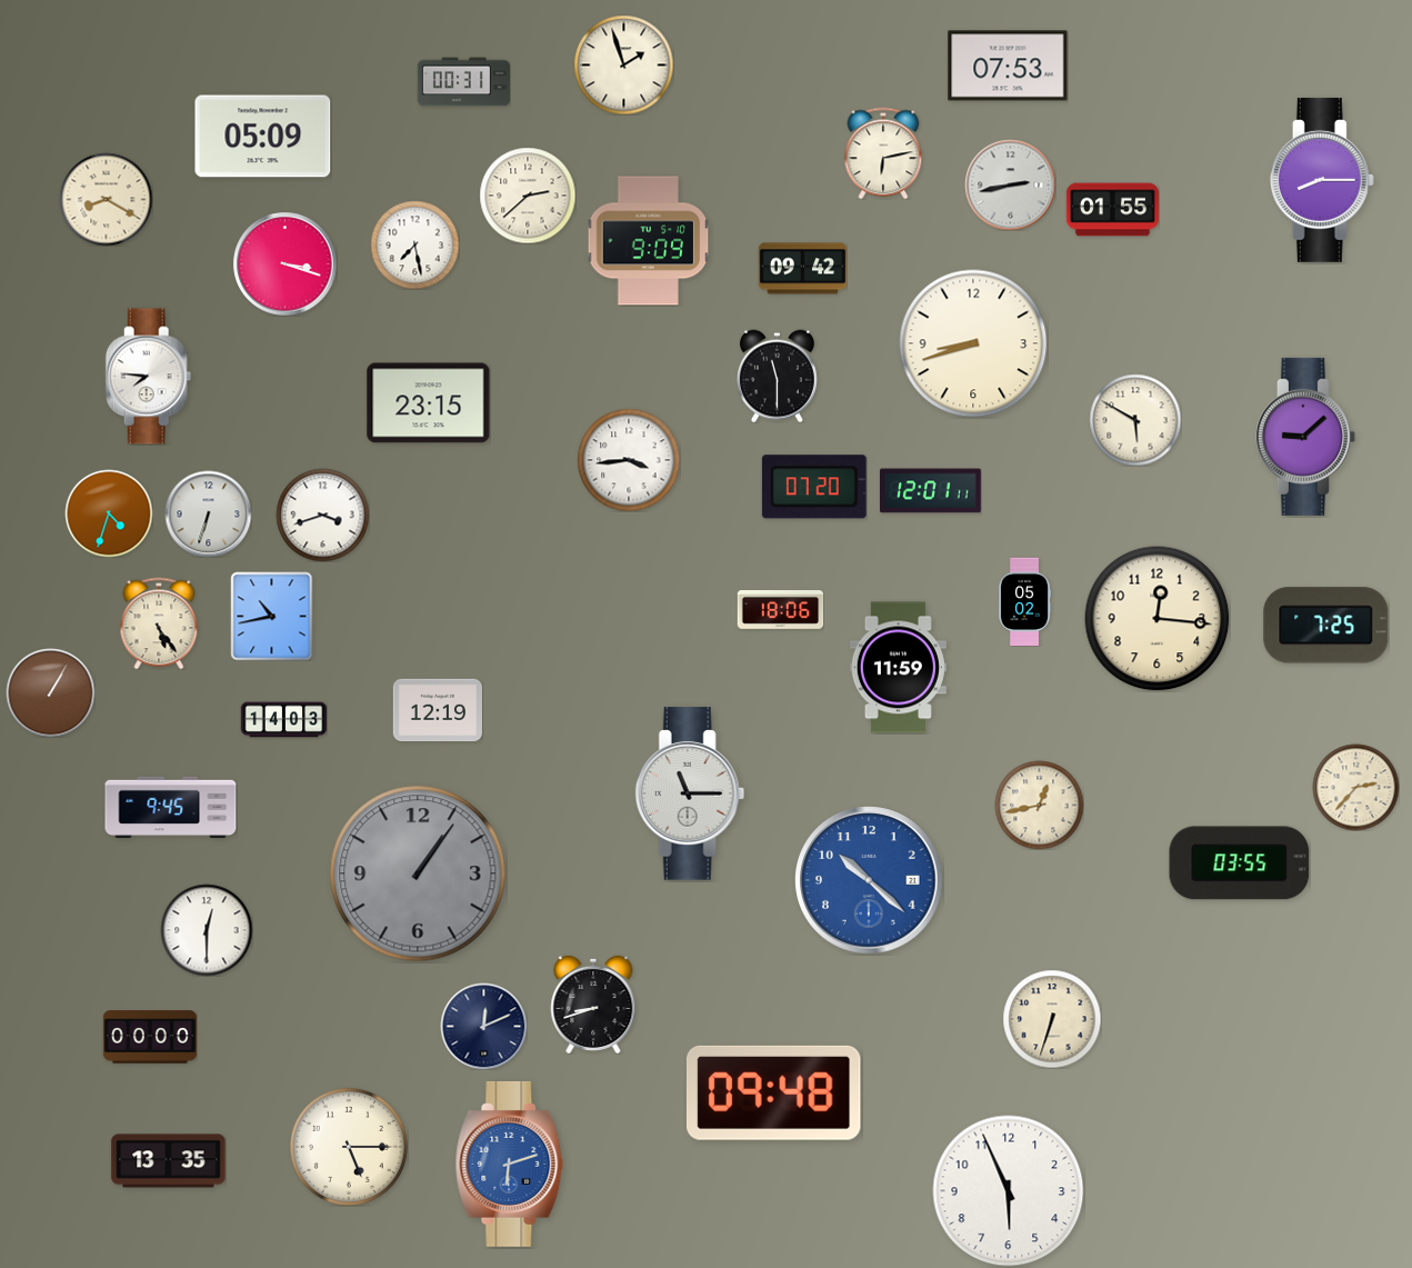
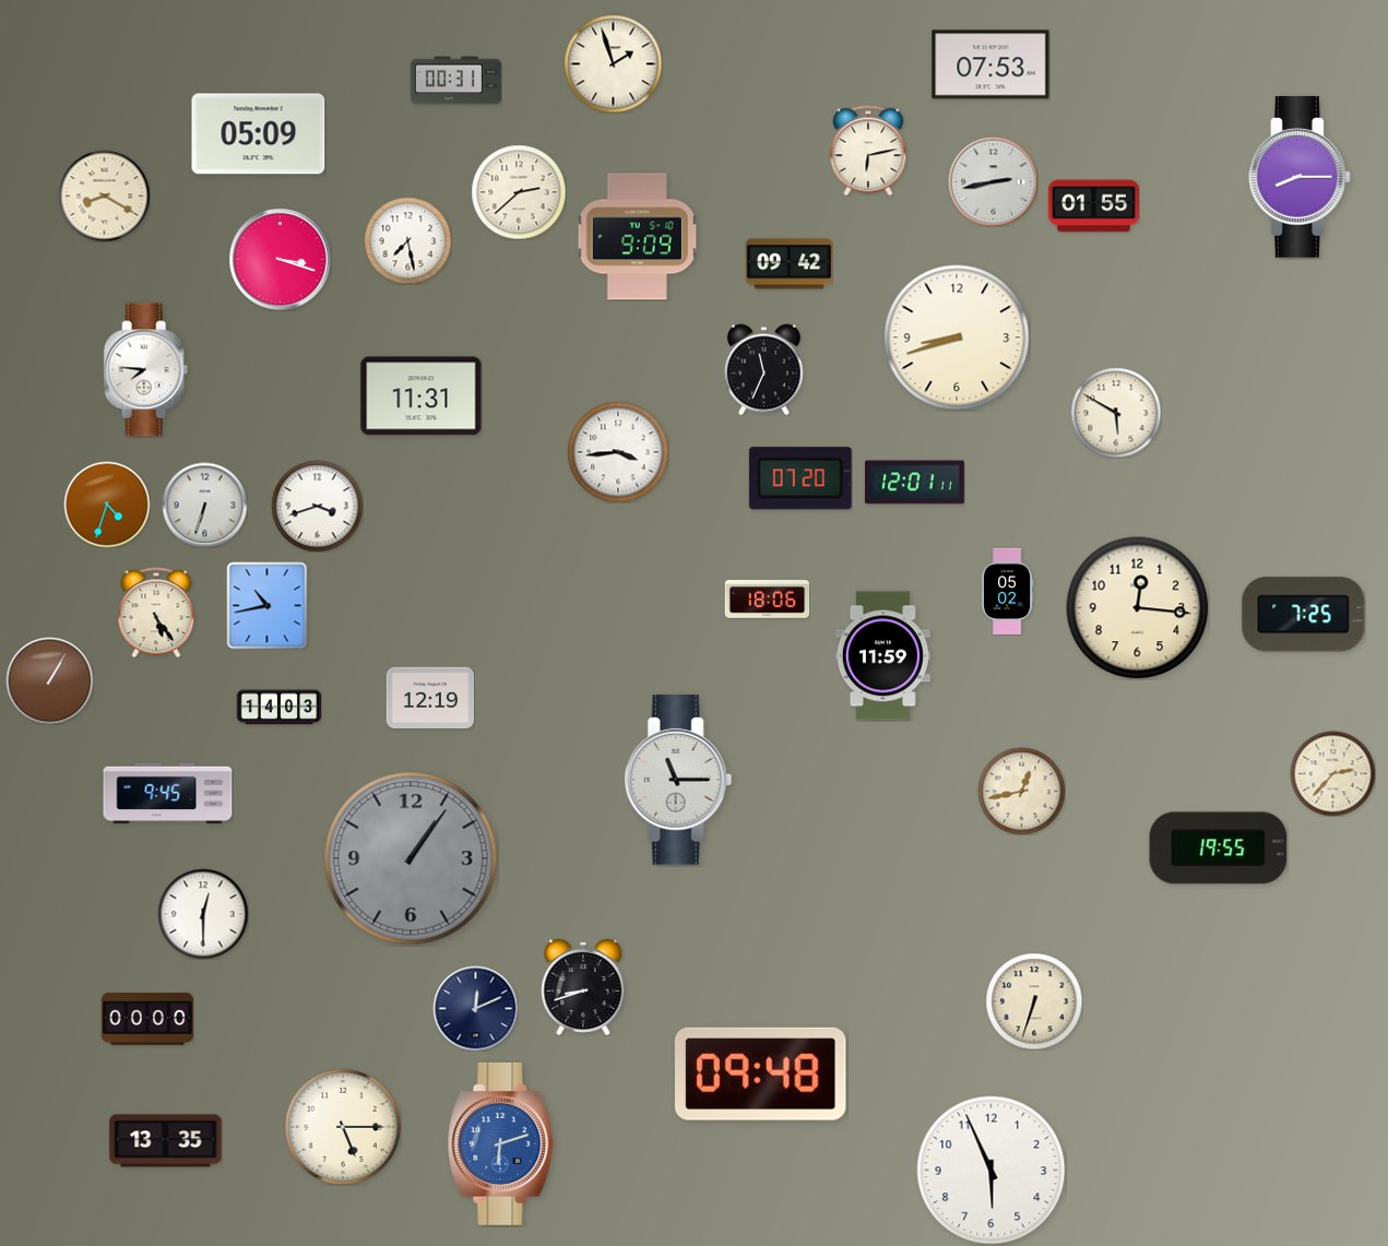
clock at (777, 376): 11:30 -> 11:34
clock at (429, 403): 23:15 -> 11:31
clock at (1305, 437): 9:08 -> none
clock at (1240, 863): 03:55 -> 19:55
clock at (869, 880): 10:22 -> none
